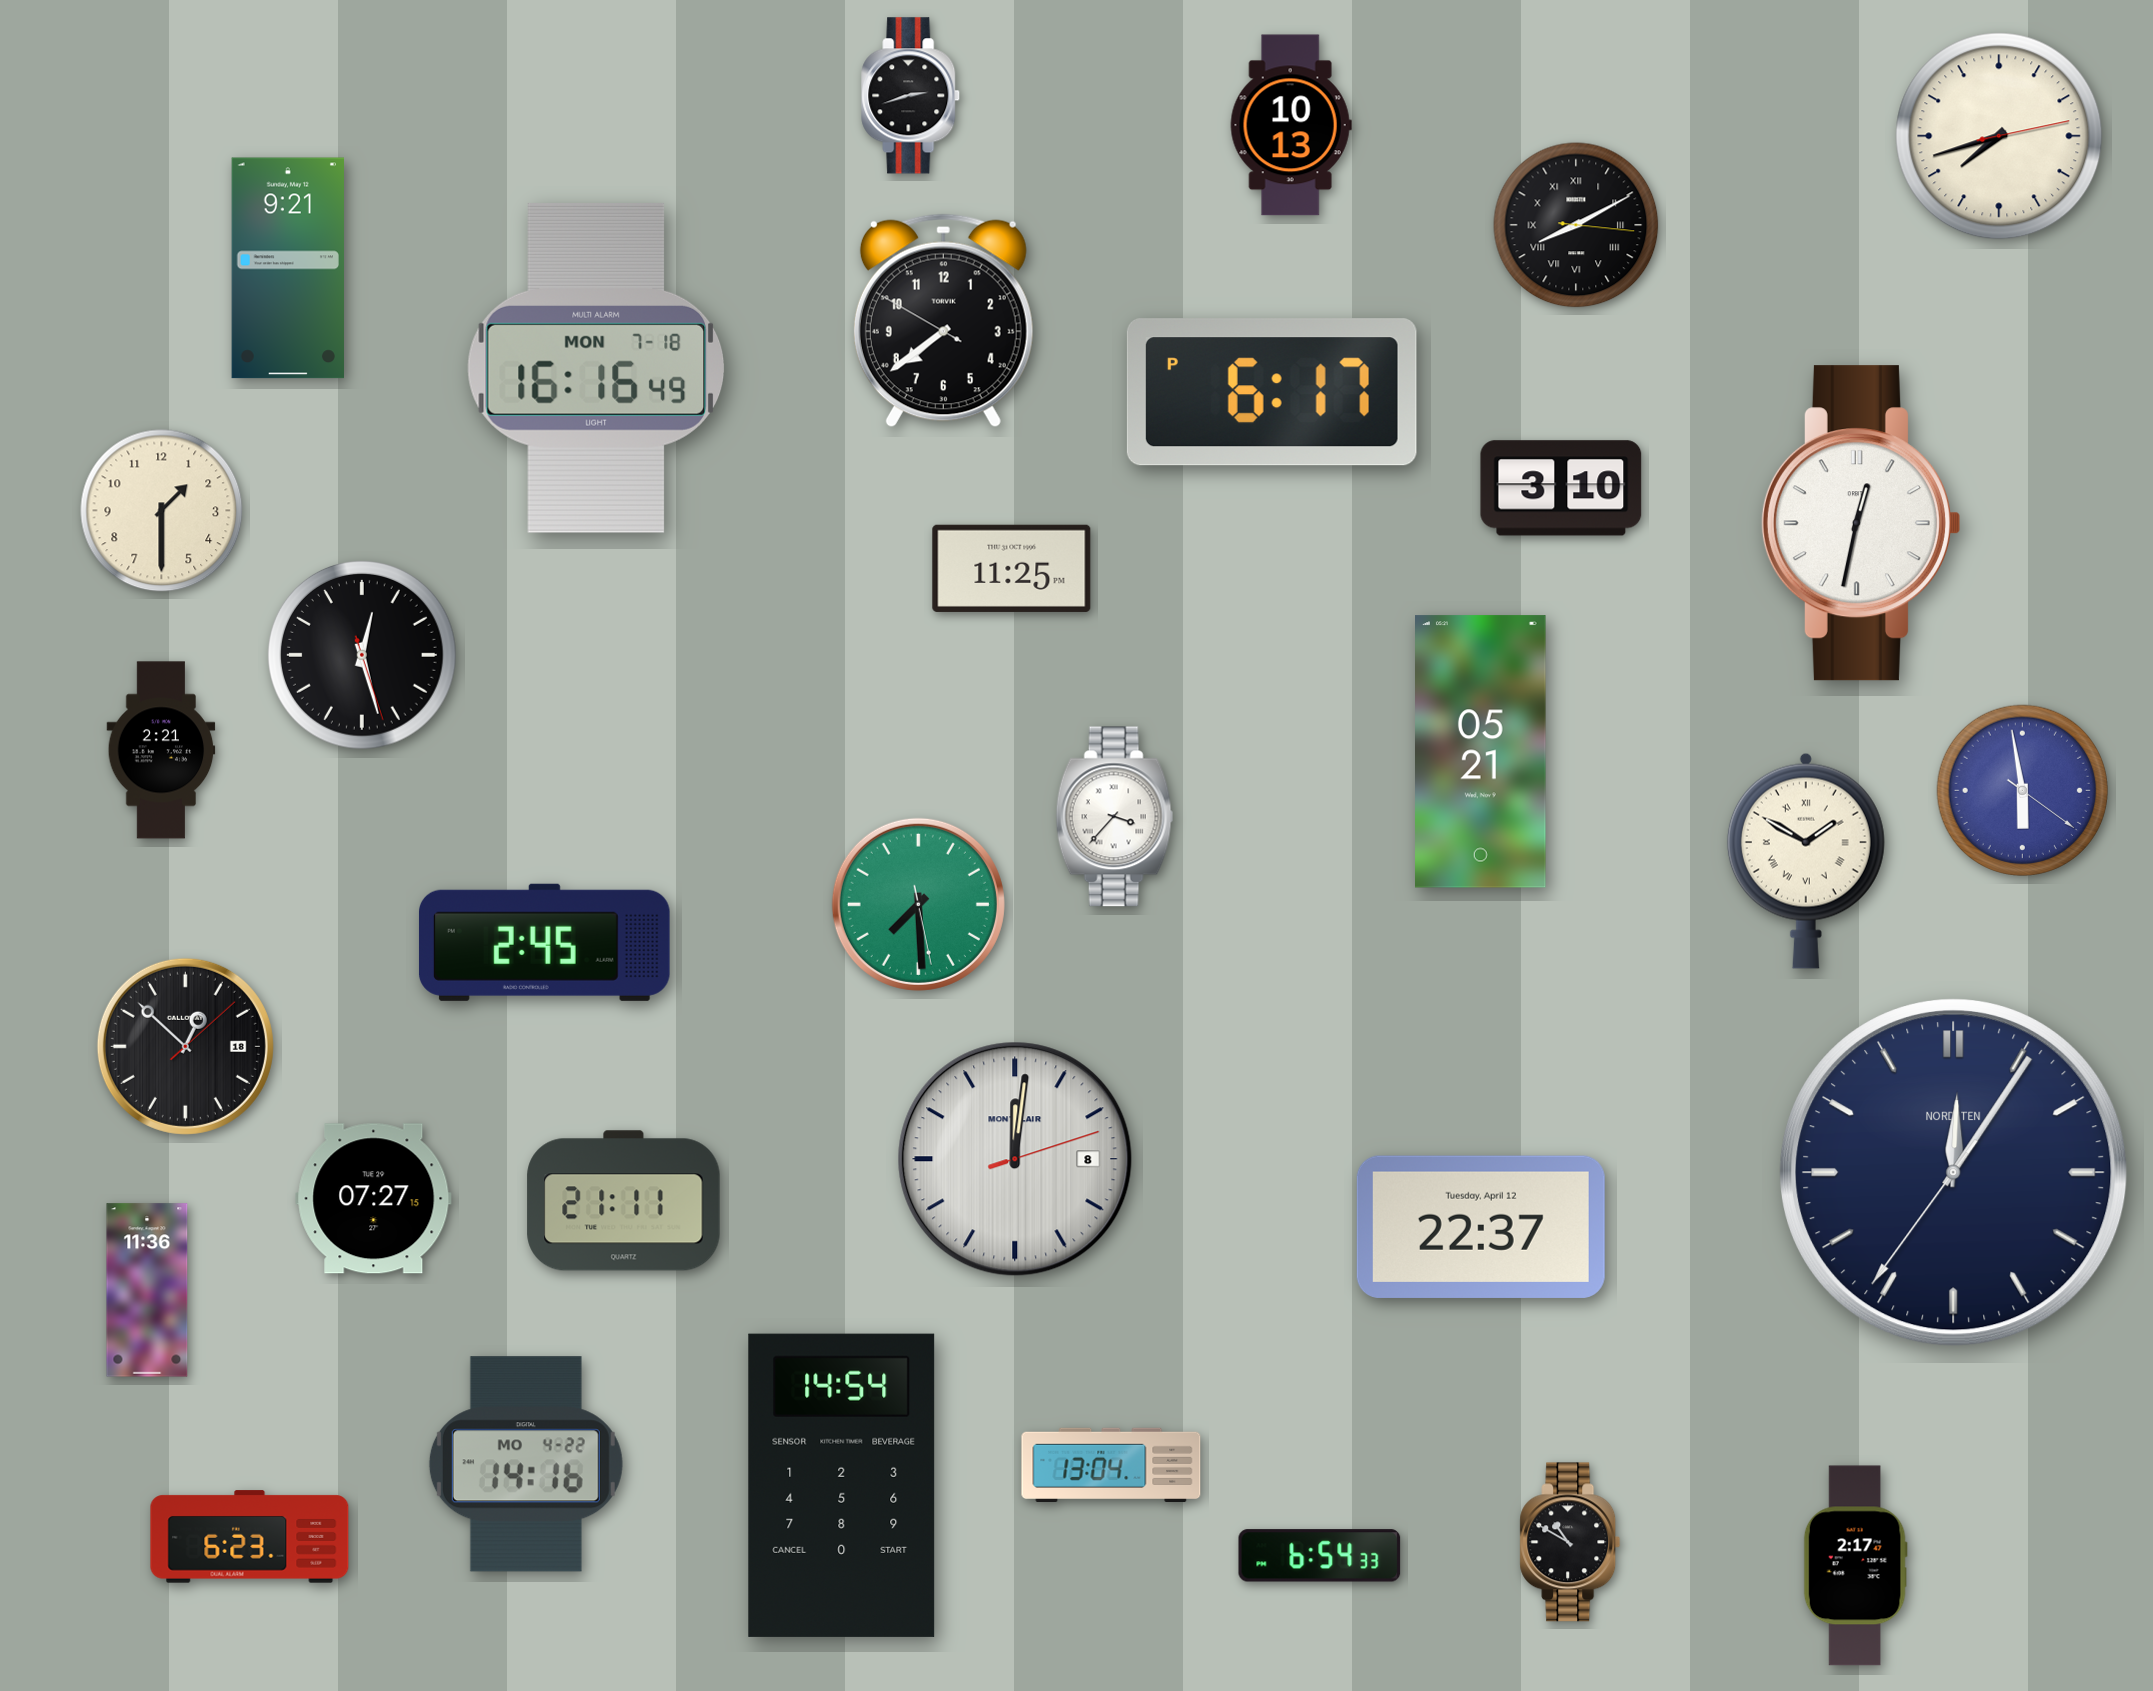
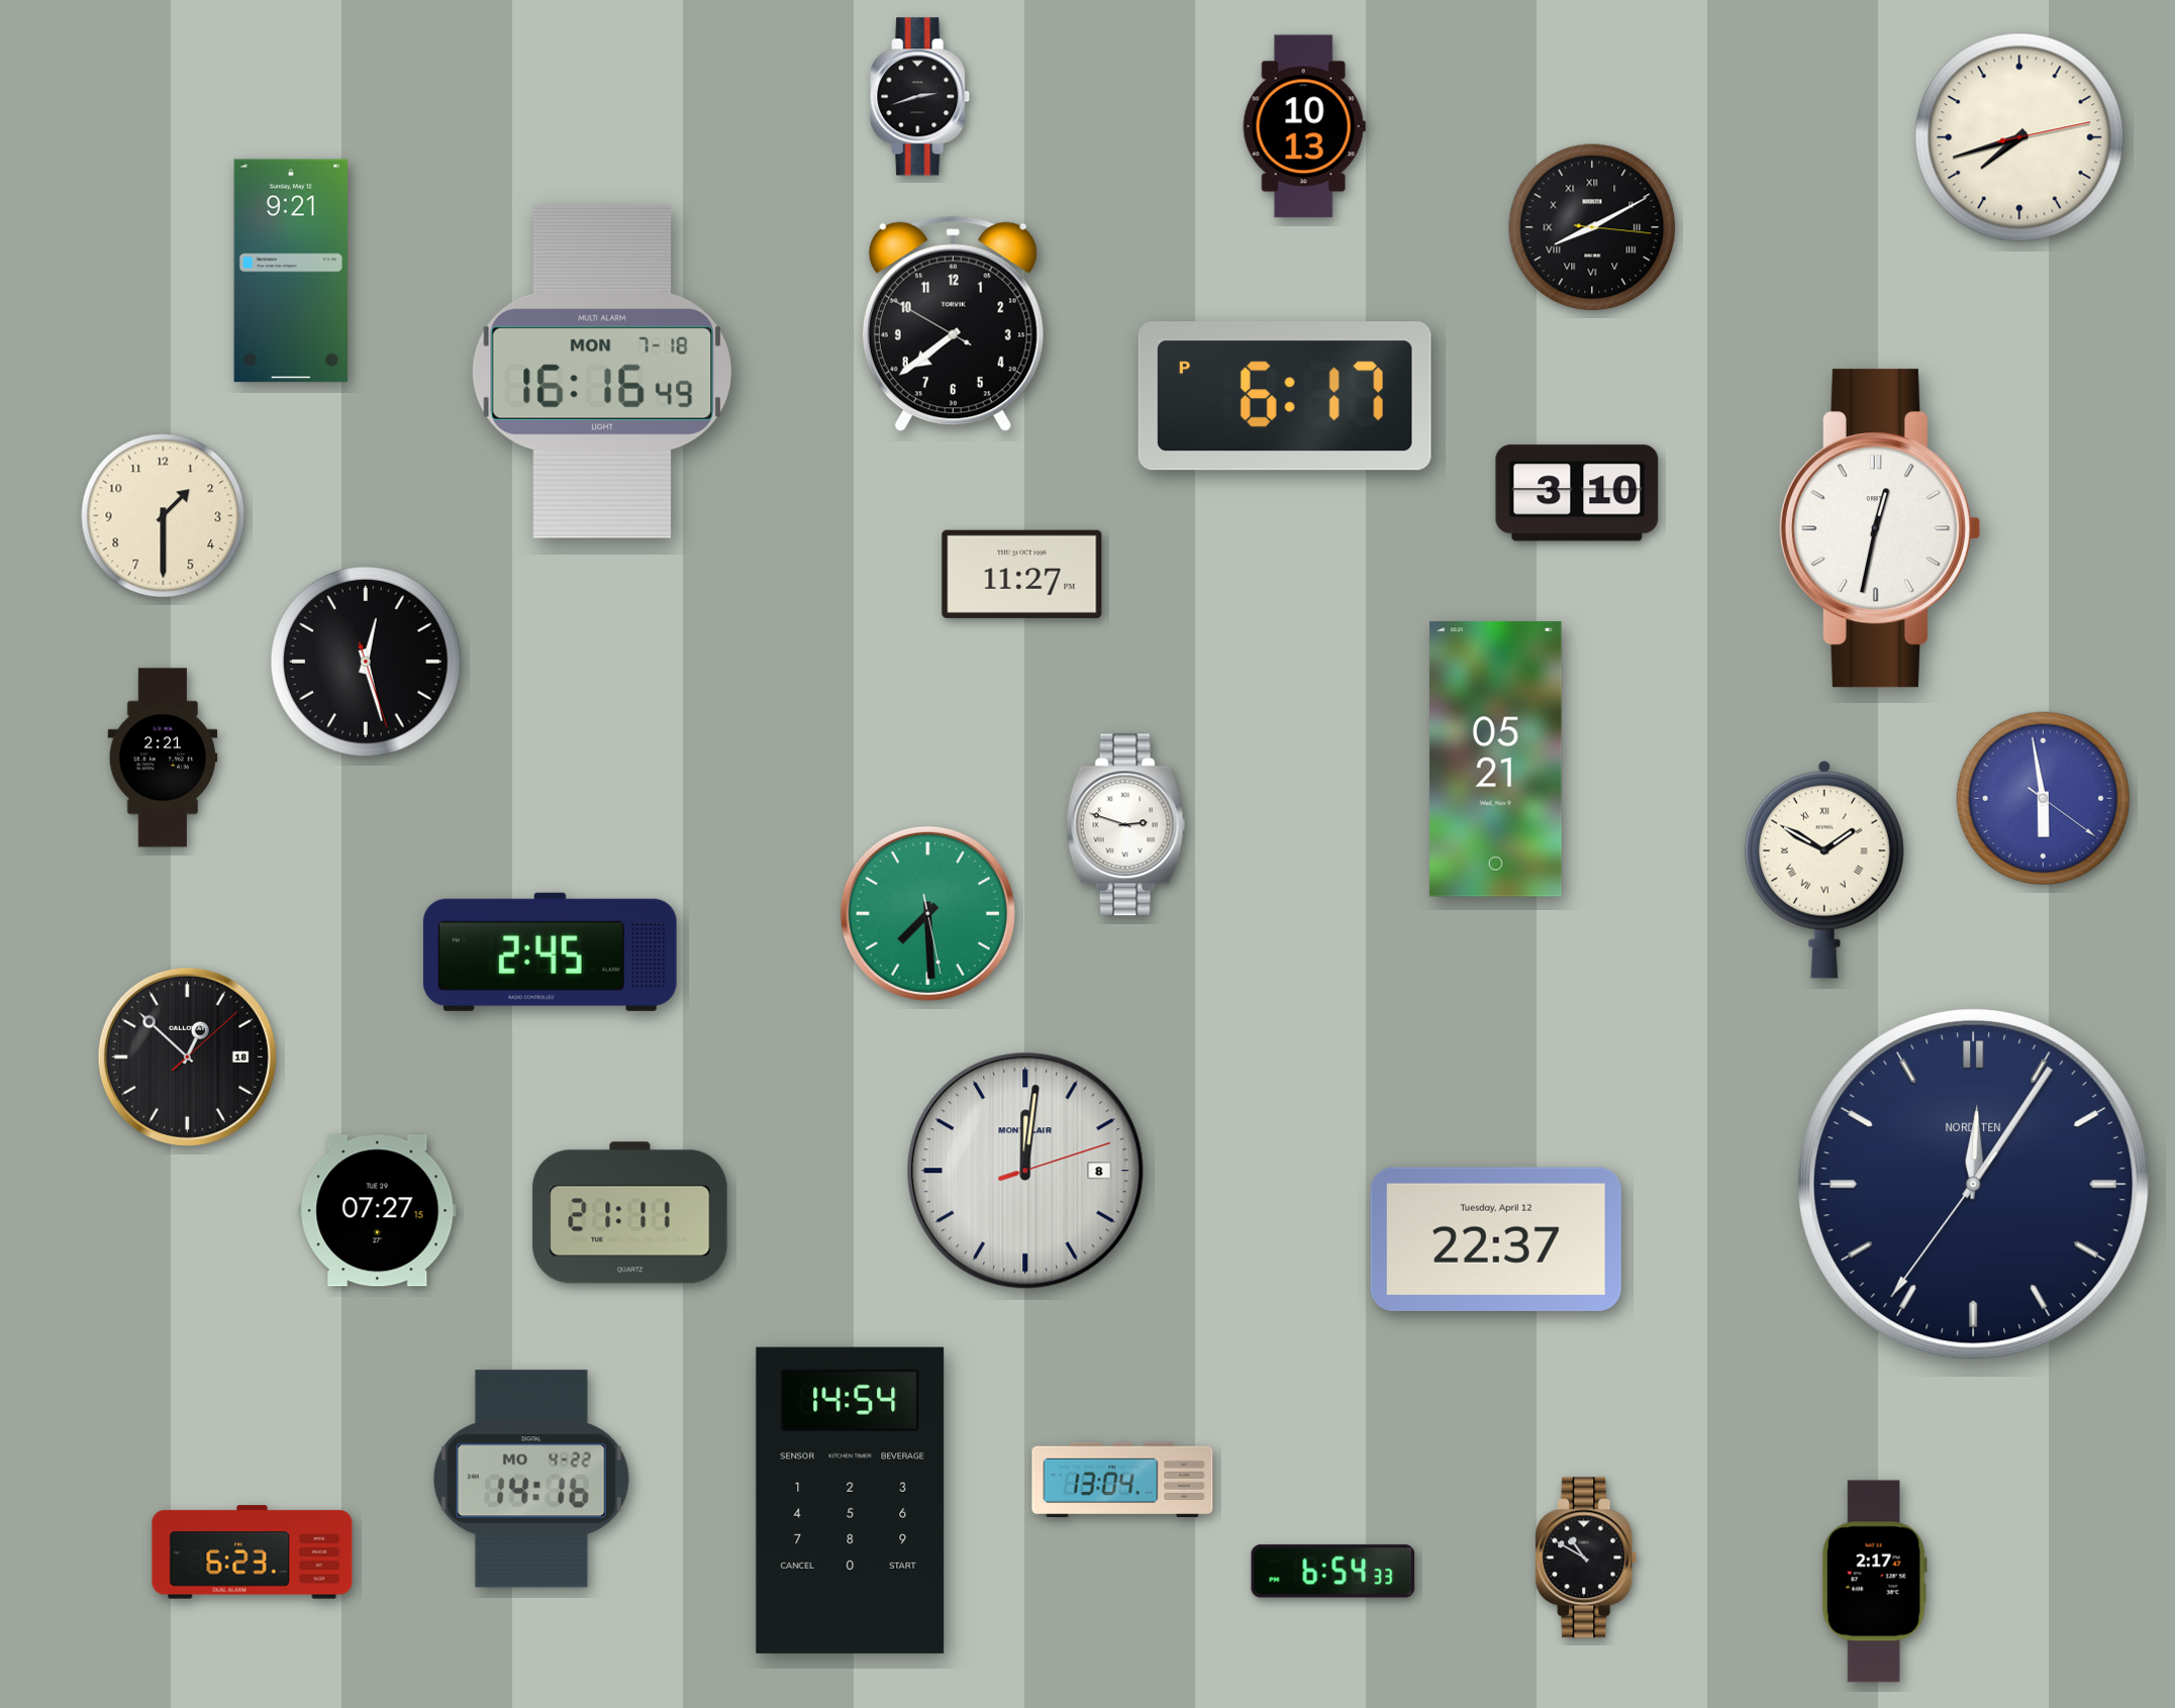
clock at (1012, 568): 11:25 -> 11:27
clock at (1115, 817): 3:37 -> 2:48
clock at (147, 1290): 11:36 -> none
